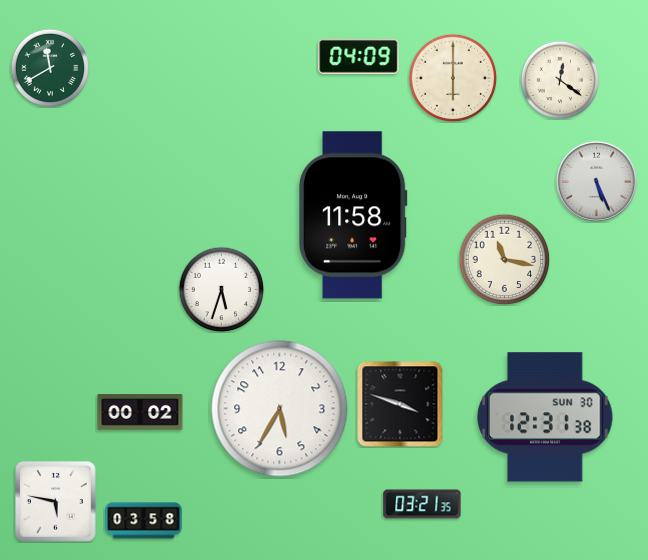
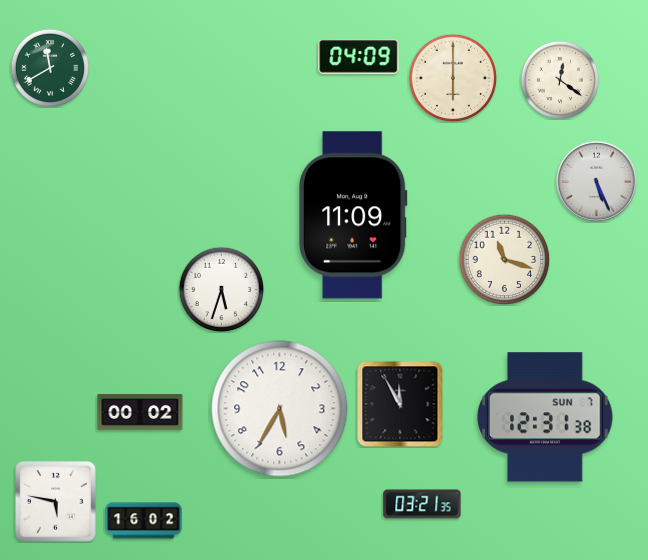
clock at (354, 215): 11:58 -> 11:09
clock at (504, 259): 11:17 -> 11:18
clock at (400, 404): 3:48 -> 11:55
clock at (545, 417) date: SUN 30 -> SUN 7
clock at (144, 521): 03:58 -> 16:02
